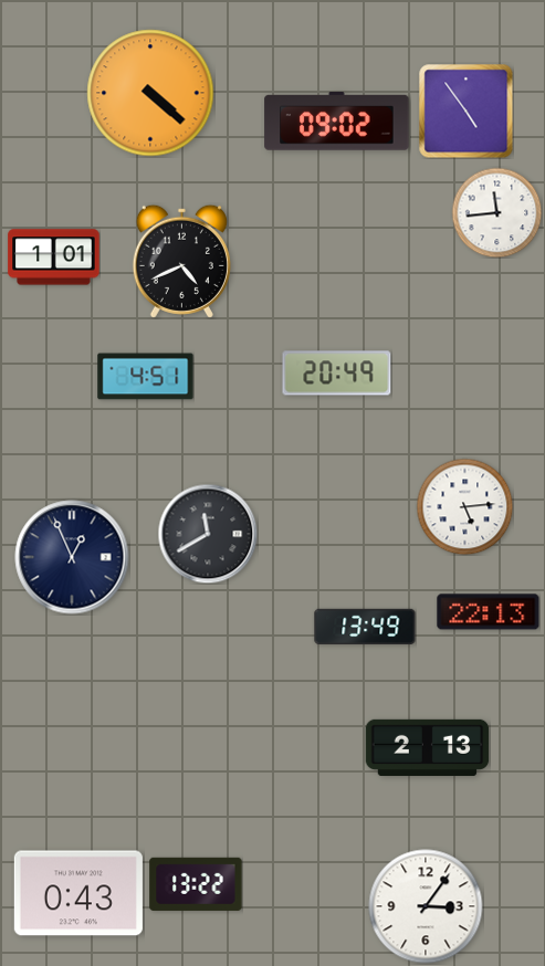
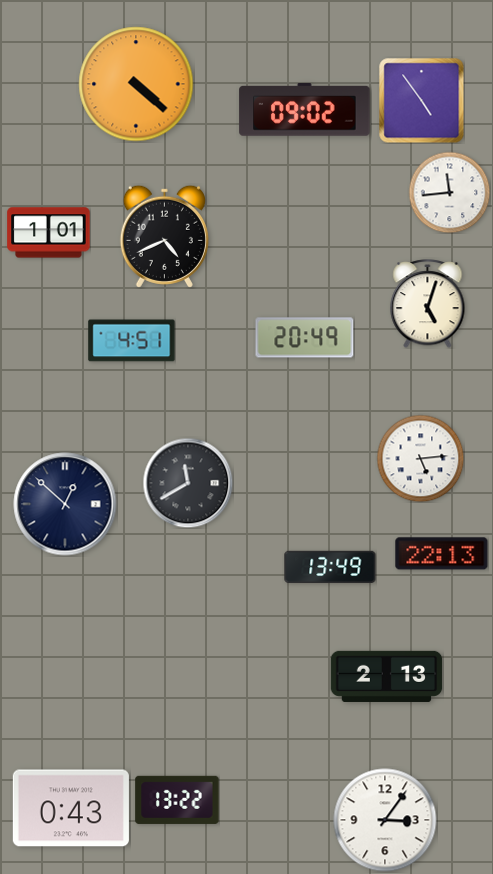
clock at (428, 304): none -> 5:03
clock at (72, 557): 12:56 -> 12:52
